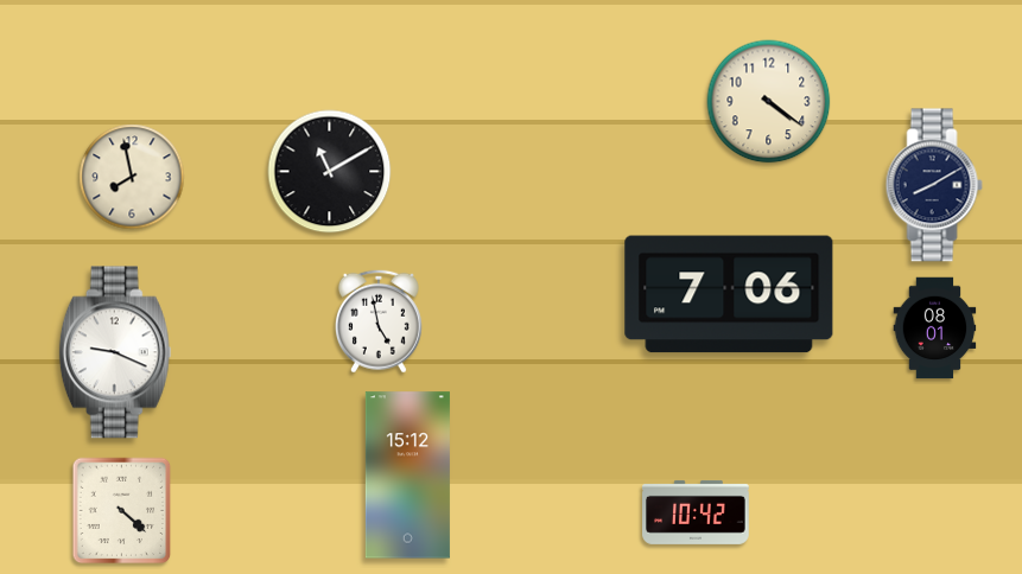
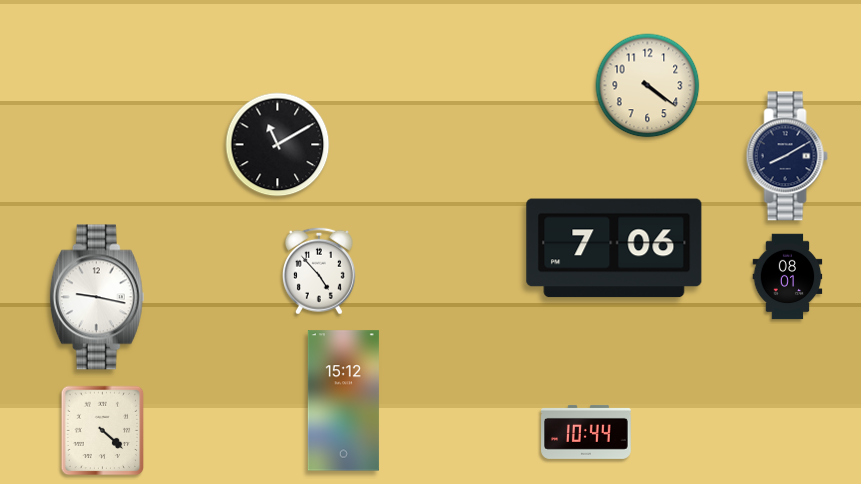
clock at (132, 177): 7:58 -> none
clock at (379, 321): 4:58 -> 4:53
clock at (115, 352): 9:19 -> 9:17
clock at (696, 512): 10:42 -> 10:44
